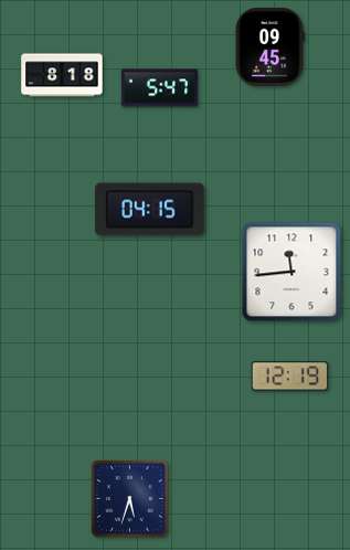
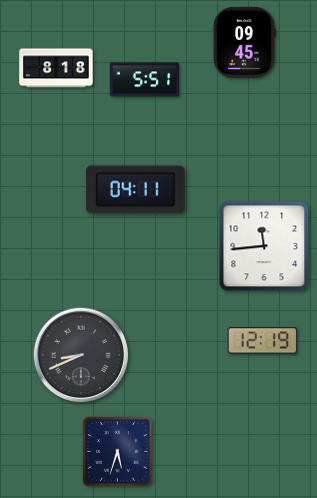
clock at (159, 88): 5:47 -> 5:51
clock at (150, 210): 04:15 -> 04:11
clock at (81, 355): none -> 8:41
